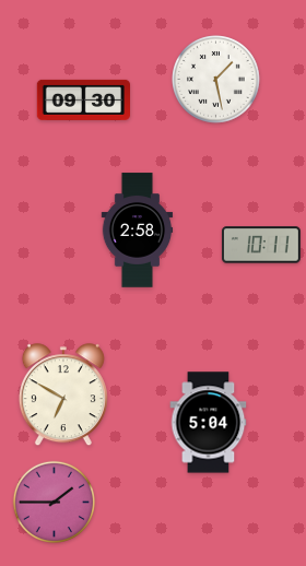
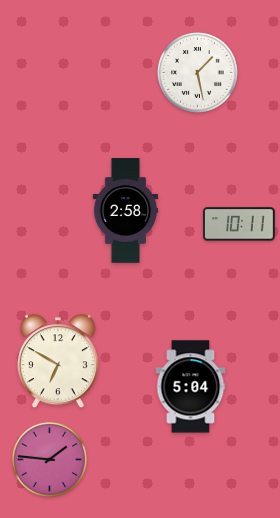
clock at (83, 99): 09:30 -> none
clock at (54, 502): 1:45 -> 1:46
